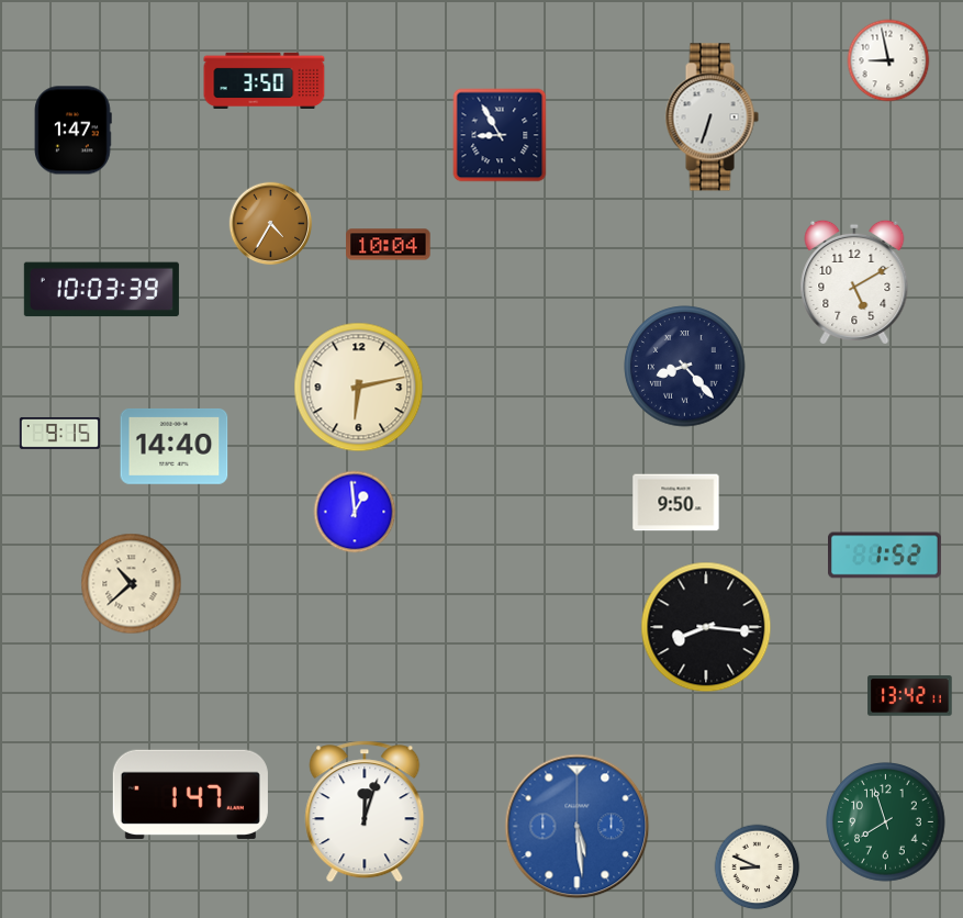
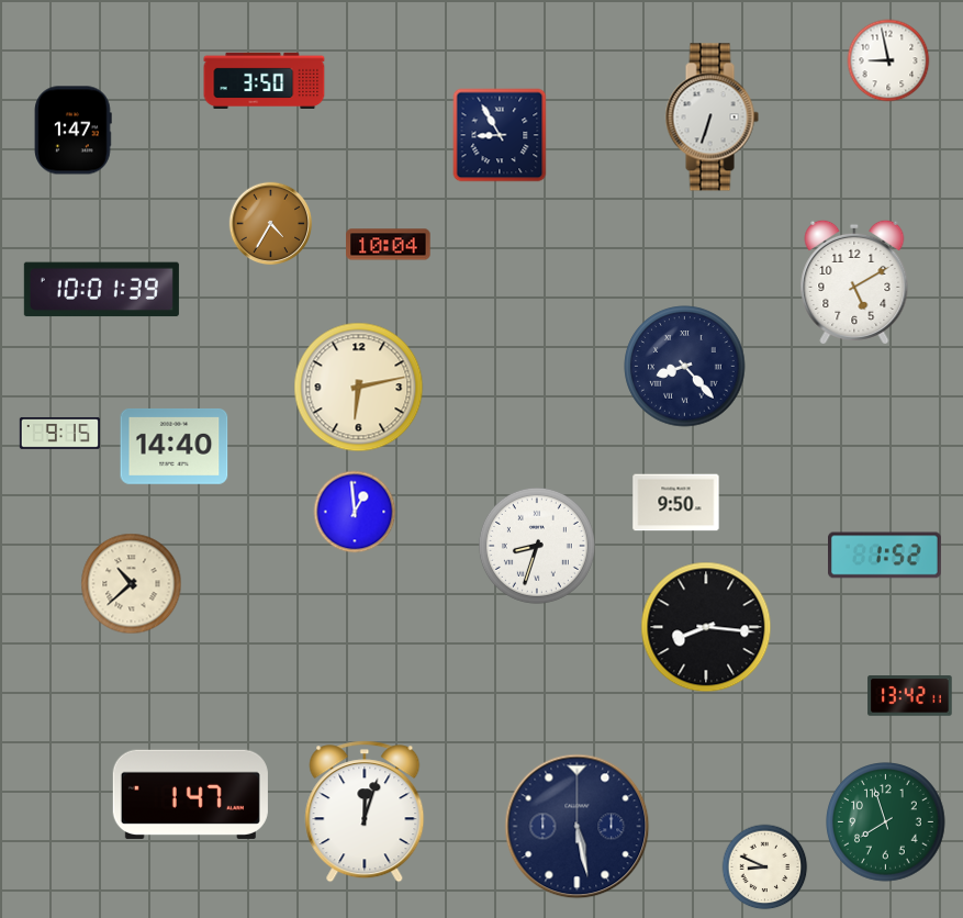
clock at (101, 290): 10:03 -> 10:01
clock at (537, 546): none -> 8:33
clock at (578, 827): 5:29 -> 5:28
clock at (578, 827) dial: blue -> navy
clock at (758, 867) position: (758, 867) -> (765, 867)
